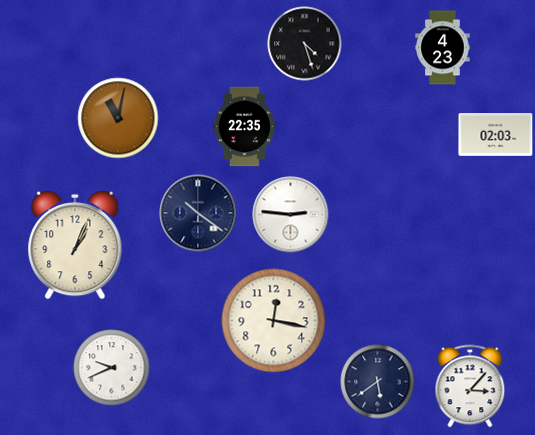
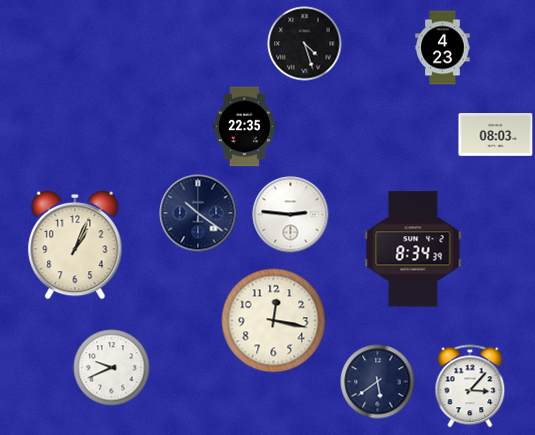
clock at (118, 118): 11:02 -> none
clock at (496, 135): 02:03 -> 08:03
clock at (413, 249): none -> 8:34
